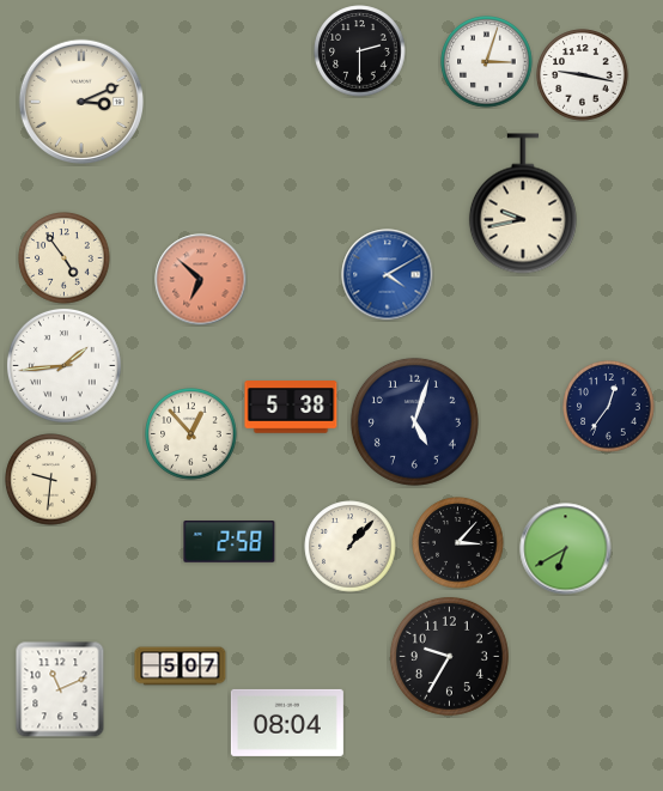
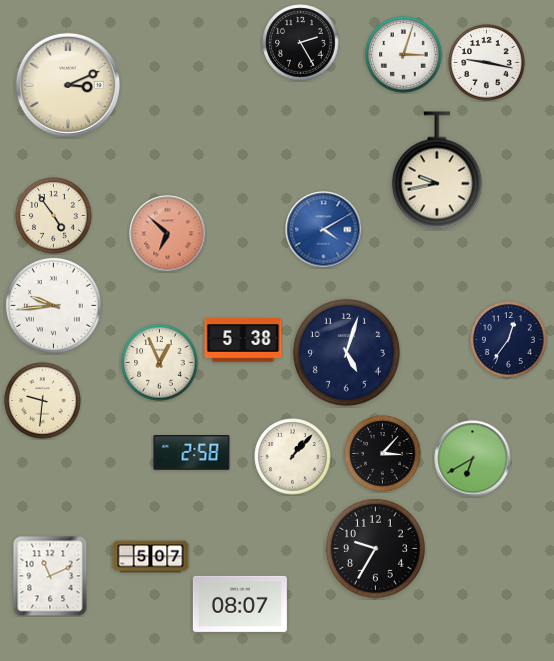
clock at (360, 51): 2:30 -> 2:25
clock at (487, 62) position: (487, 62) -> (404, 55)
clock at (63, 365): 1:44 -> 9:44
clock at (191, 434): 12:53 -> 12:56
clock at (287, 723): 08:04 -> 08:07
